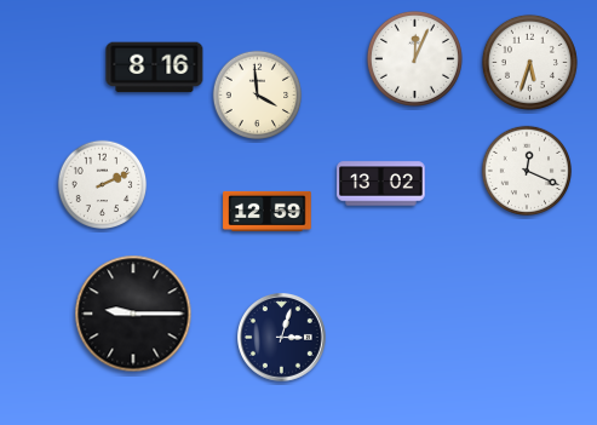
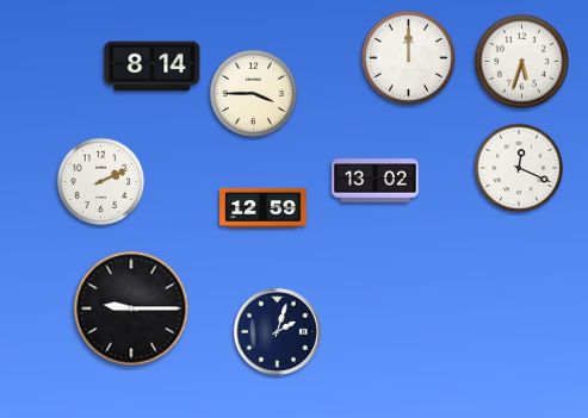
clock at (414, 58): 12:04 -> 12:00
clock at (155, 68): 8:16 -> 8:14
clock at (258, 96): 3:59 -> 3:45
clock at (282, 338): 3:03 -> 2:03
